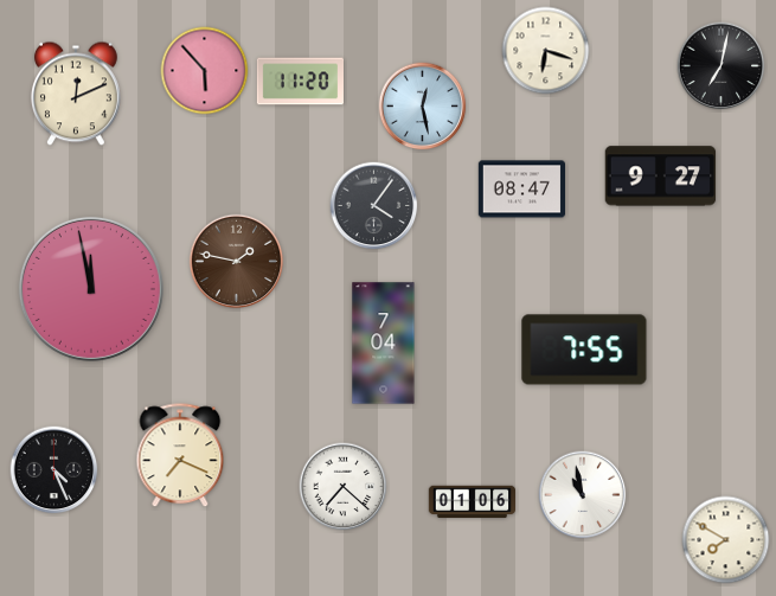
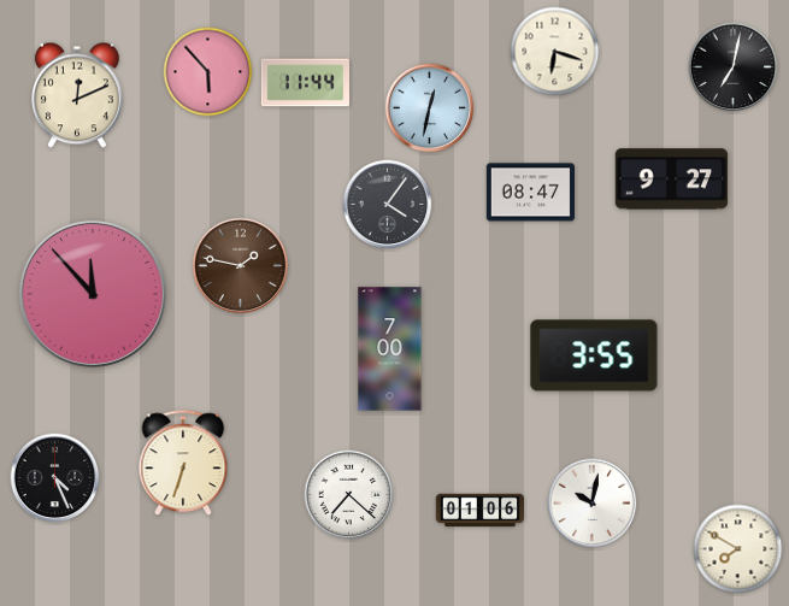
clock at (300, 82): 11:20 -> 11:44
clock at (423, 107): 12:28 -> 12:32
clock at (374, 206) position: (374, 206) -> (388, 205)
clock at (91, 289): 11:58 -> 11:53
clock at (384, 344): 7:04 -> 7:00
clock at (584, 350): 7:55 -> 3:55
clock at (180, 456): 7:19 -> 6:33
clock at (583, 495): 10:58 -> 10:02
